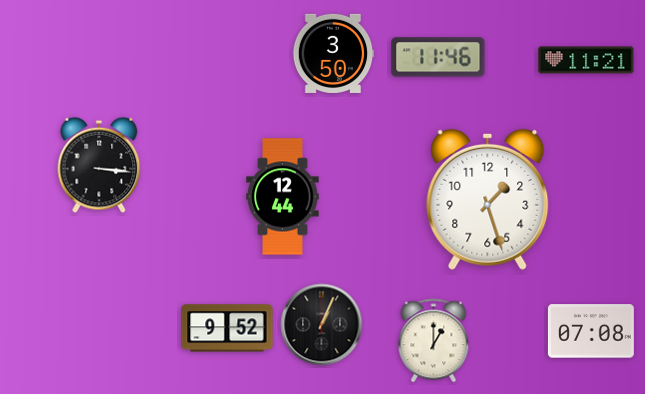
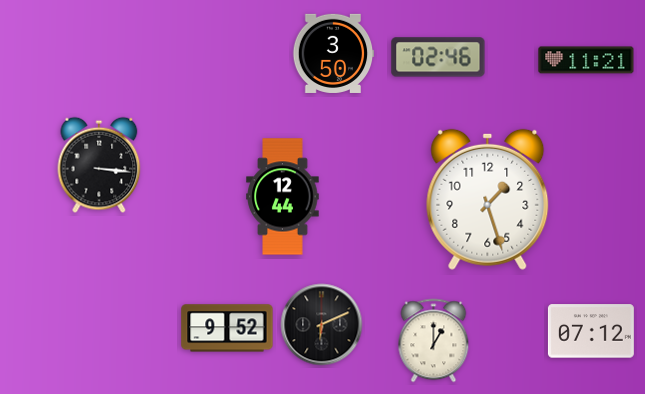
clock at (438, 57): 11:46 -> 02:46
clock at (322, 325): 1:04 -> 6:11
clock at (591, 331): 07:08 -> 07:12
